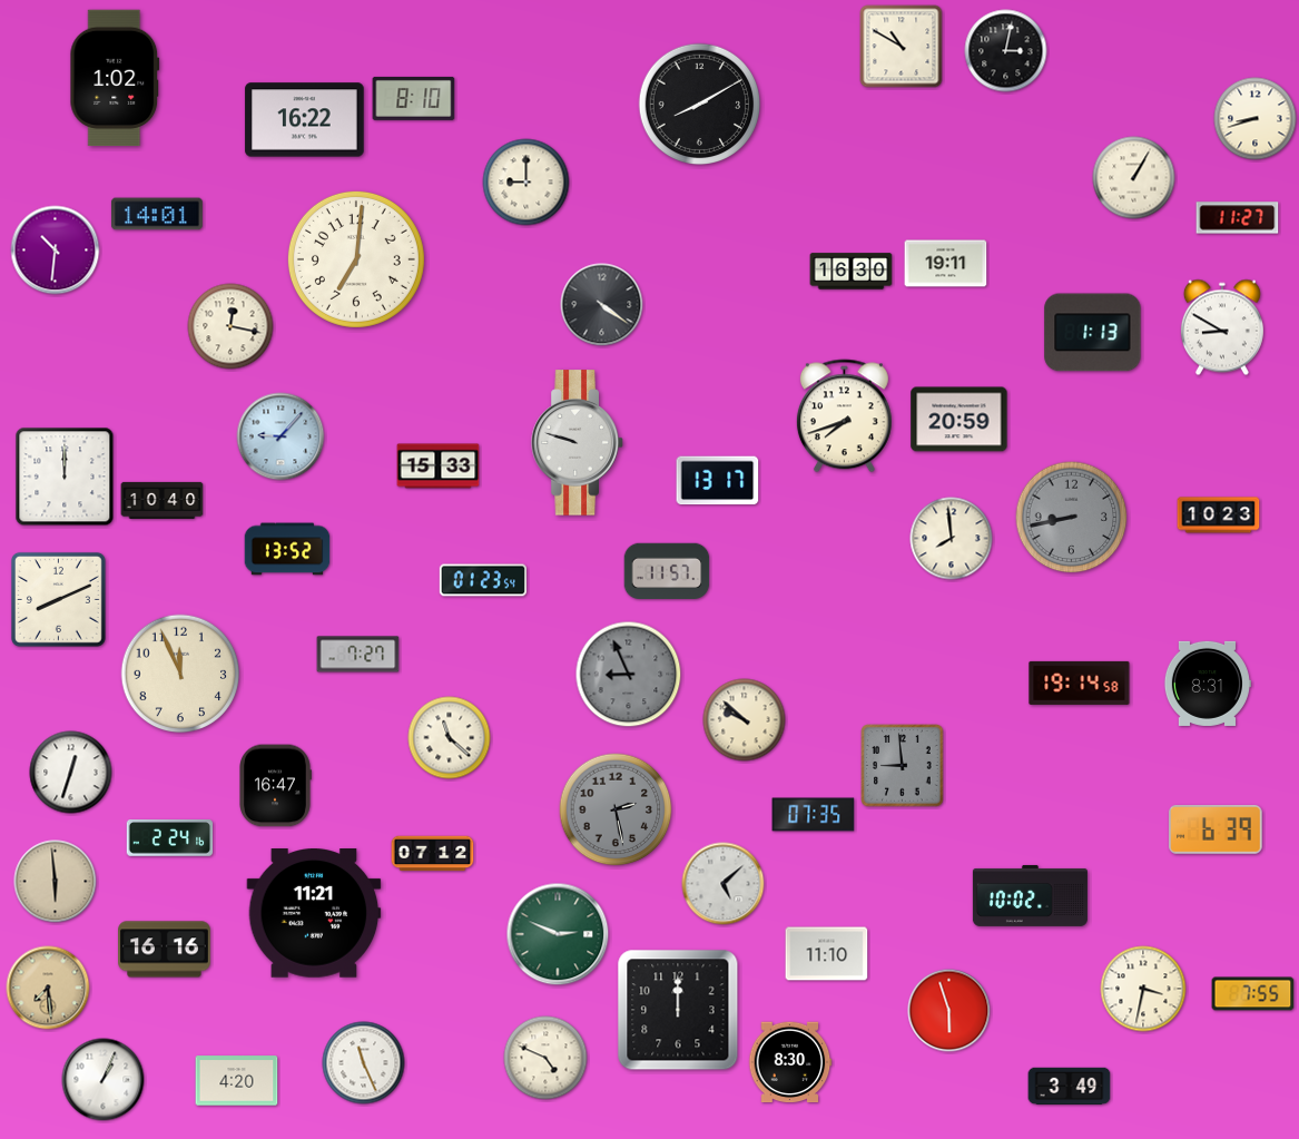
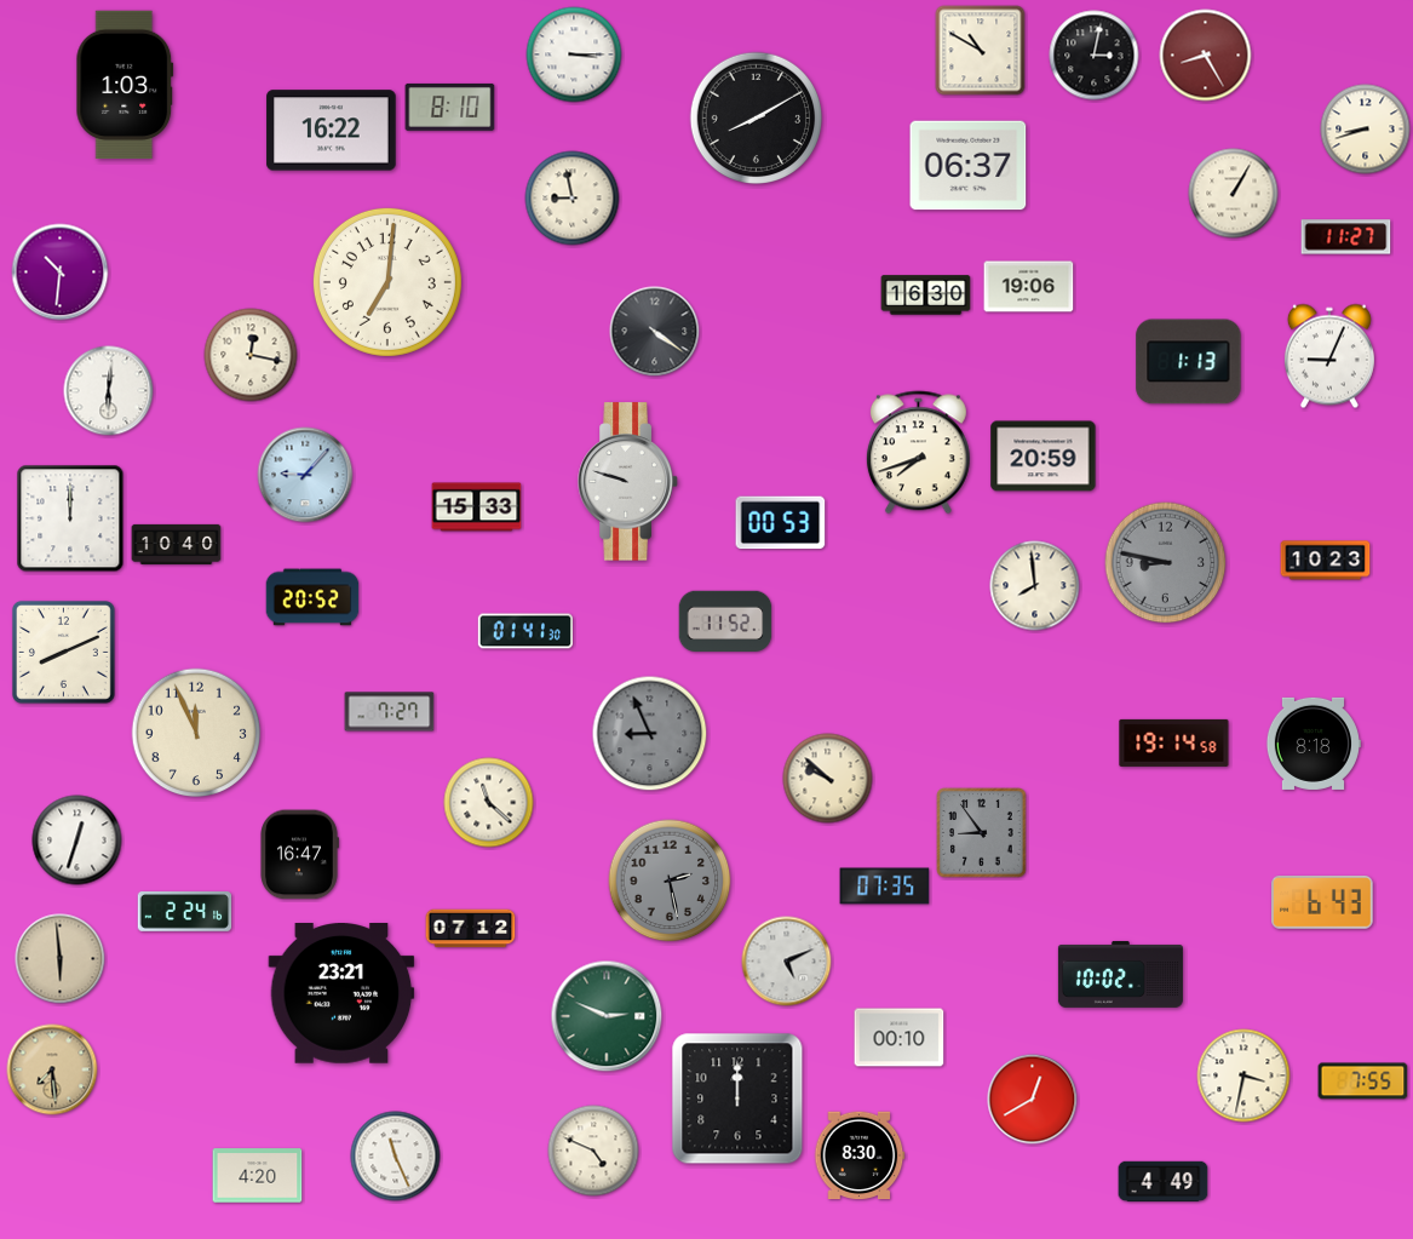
clock at (574, 55): none -> 3:15
clock at (1206, 56): none -> 8:25
clock at (115, 78): 1:02 -> 1:03
clock at (699, 104) position: (699, 104) -> (756, 117)
clock at (969, 166): none -> 06:37
clock at (527, 183): 9:00 -> 8:58
clock at (157, 214): 14:01 -> none
clock at (946, 264): 19:11 -> 19:06
clock at (1222, 327): 8:50 -> 9:04
clock at (109, 391): none -> 6:01
clock at (718, 481): 13:17 -> 00:53
clock at (1072, 518): 8:43 -> 8:47
clock at (287, 549): 13:52 -> 20:52
clock at (667, 571): 11:57 -> 11:52
clock at (482, 580): 01:23 -> 01:41
clock at (629, 675) position: (629, 675) -> (650, 734)
clock at (1207, 684): 8:31 -> 8:18
clock at (745, 720) position: (745, 720) -> (828, 779)
clock at (903, 766): 8:59 -> 8:54
clock at (1216, 831): 6:39 -> 6:43
clock at (724, 884): 5:08 -> 5:11
clock at (314, 914): 11:21 -> 23:21
clock at (165, 950): 16:16 -> none
clock at (827, 954): 11:10 -> 00:10
clock at (48, 988) position: (48, 988) -> (52, 1069)
clock at (949, 1011): 5:57 -> 12:40
clock at (104, 1080): 1:04 -> none
clock at (1070, 1087): 3:49 -> 4:49
